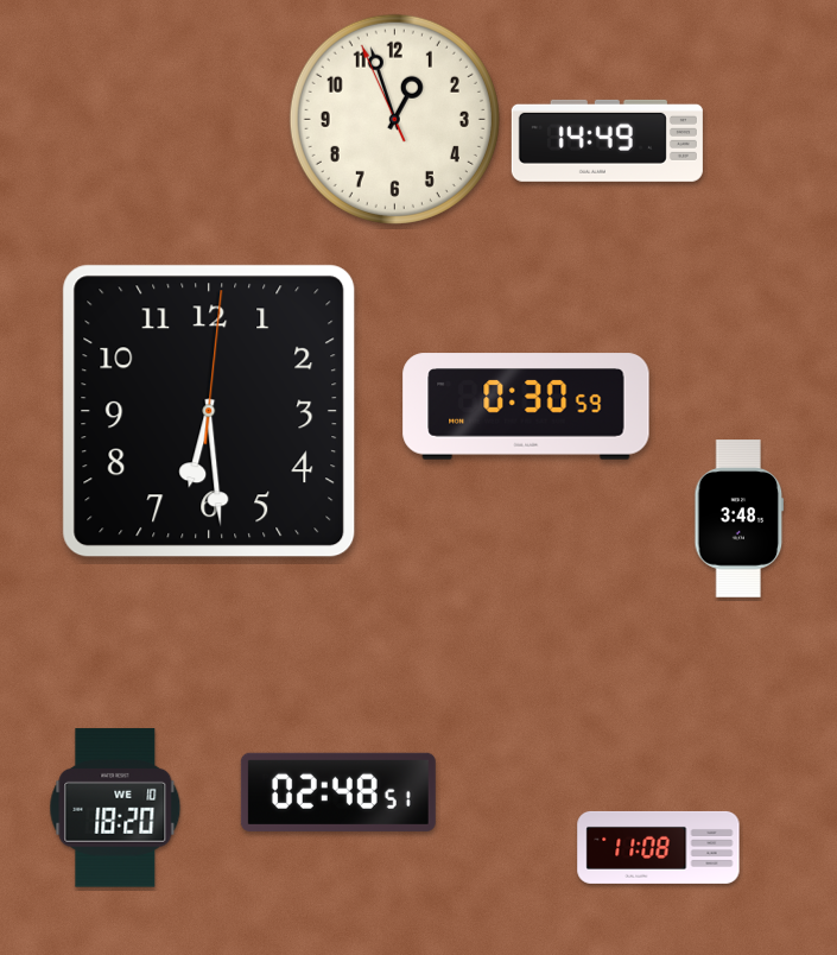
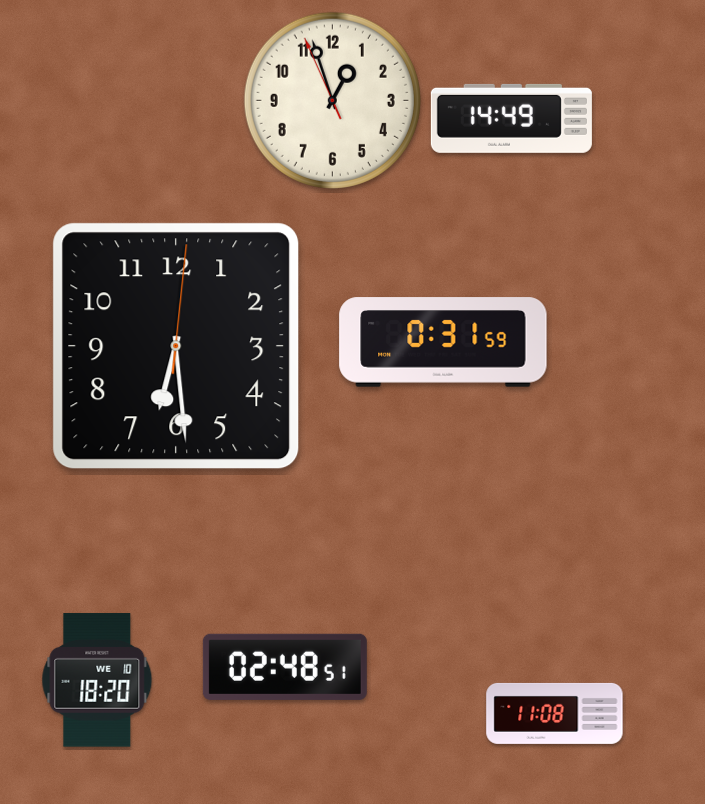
clock at (526, 406): 0:30 -> 0:31
clock at (740, 519): 3:48 -> none
